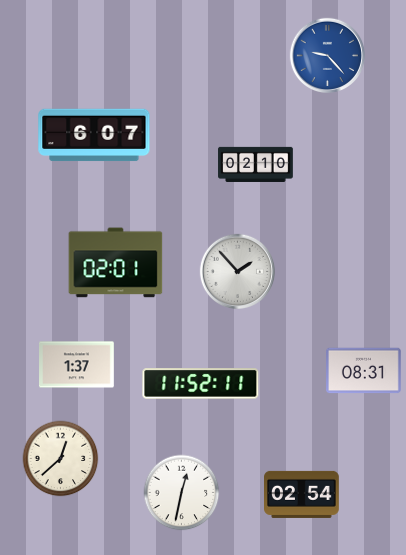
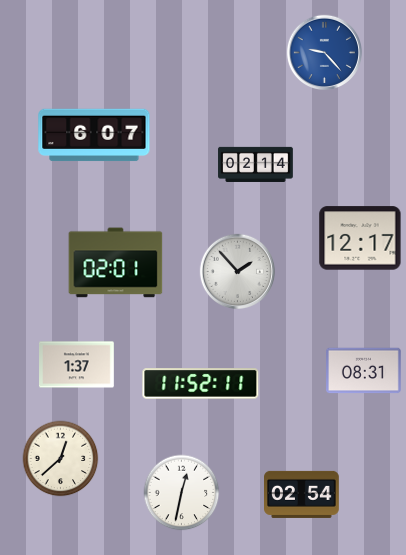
clock at (327, 55) position: (327, 55) -> (324, 52)
clock at (256, 164): 02:10 -> 02:14
clock at (360, 238): none -> 12:17
